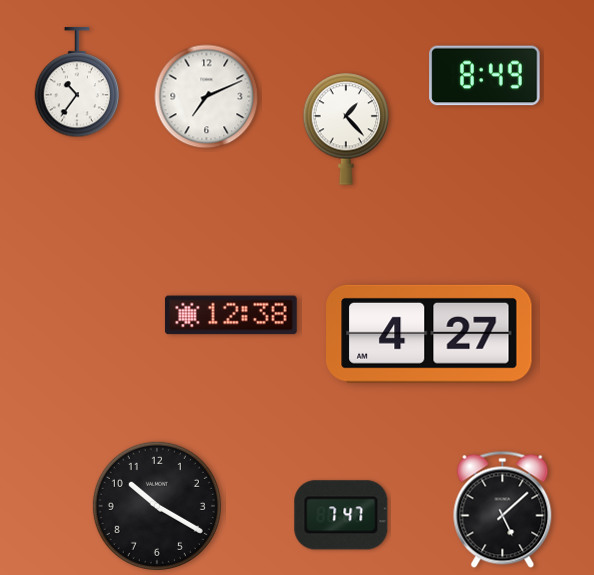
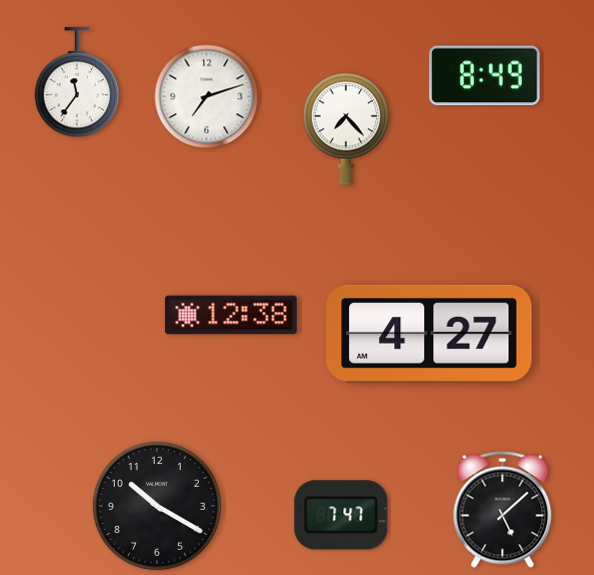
clock at (77, 83): 10:36 -> 11:36
clock at (207, 97): 7:11 -> 7:12
clock at (346, 129): 1:23 -> 7:23
